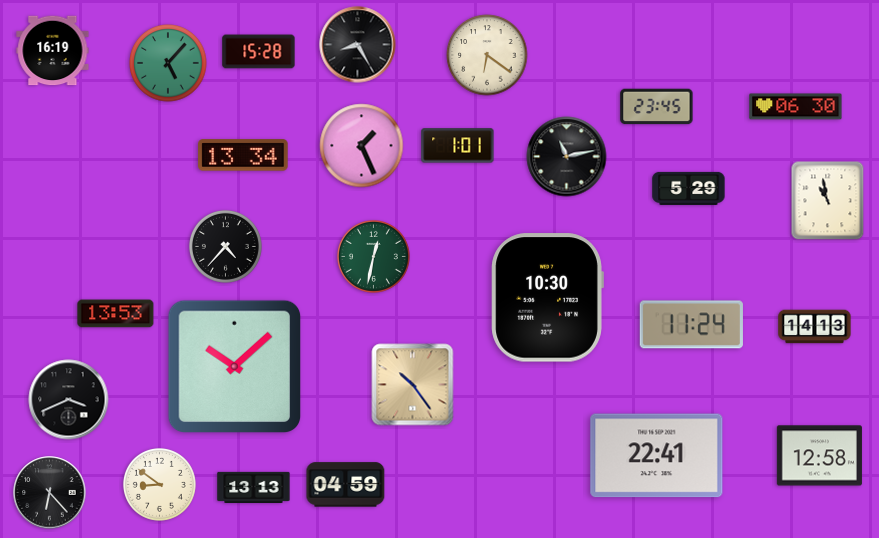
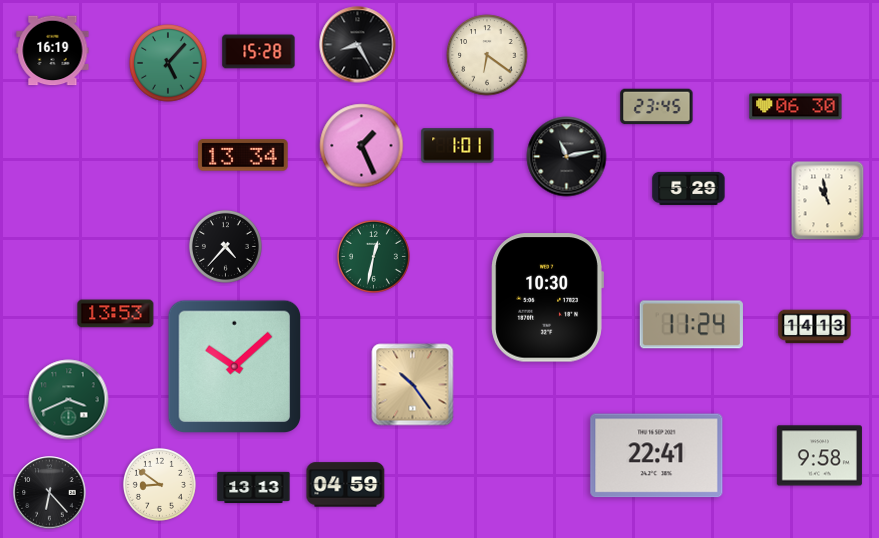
clock at (69, 400) dial: black -> green
clock at (819, 456): 12:58 -> 9:58
